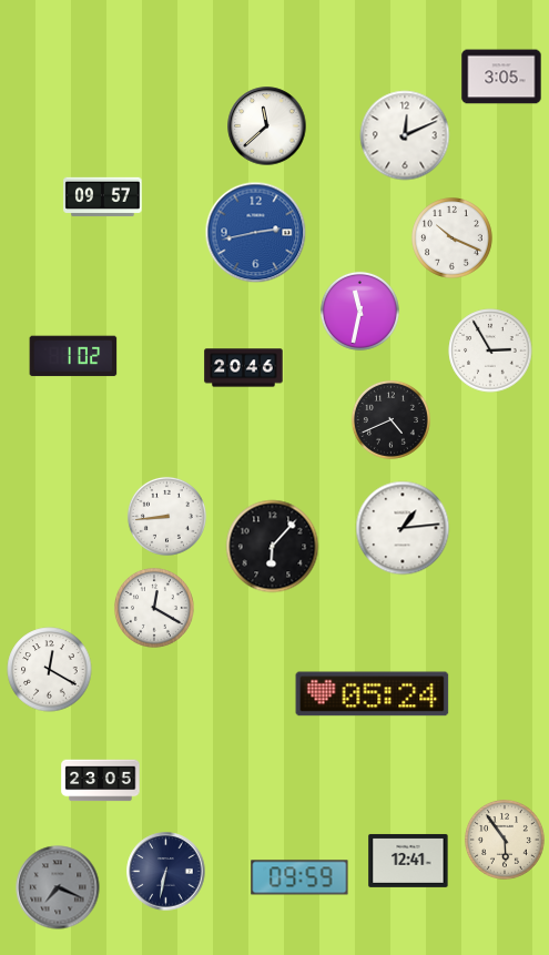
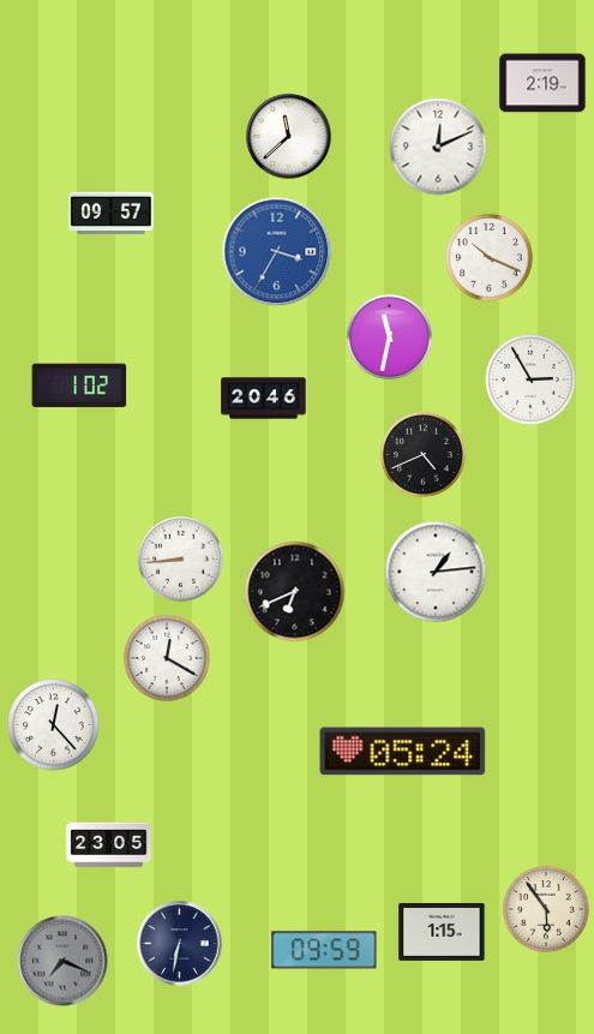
clock at (501, 77): 3:05 -> 2:19
clock at (256, 233): 2:43 -> 3:35
clock at (273, 547): 6:07 -> 6:41
clock at (50, 670): 12:20 -> 12:23
clock at (408, 861): 12:41 -> 1:15
